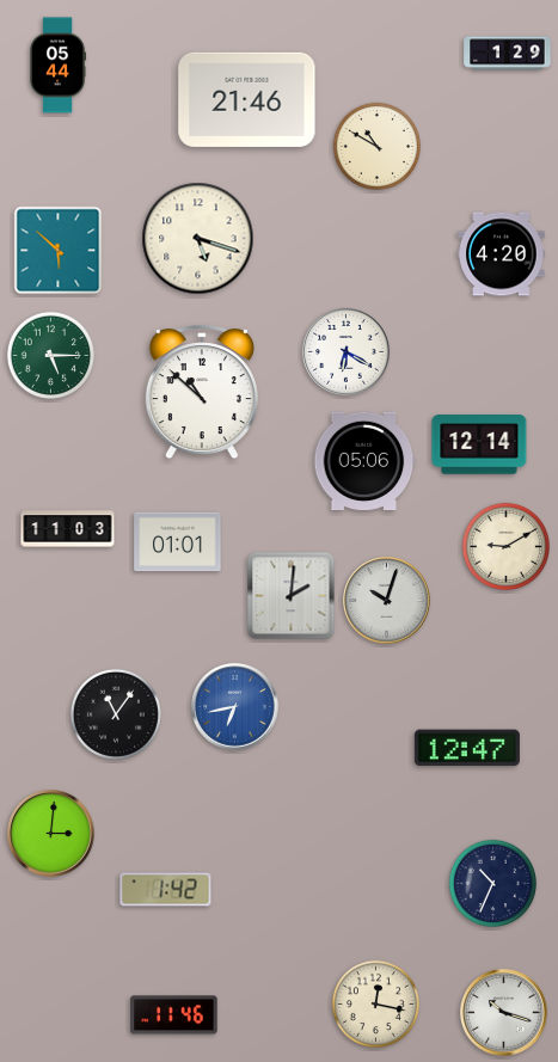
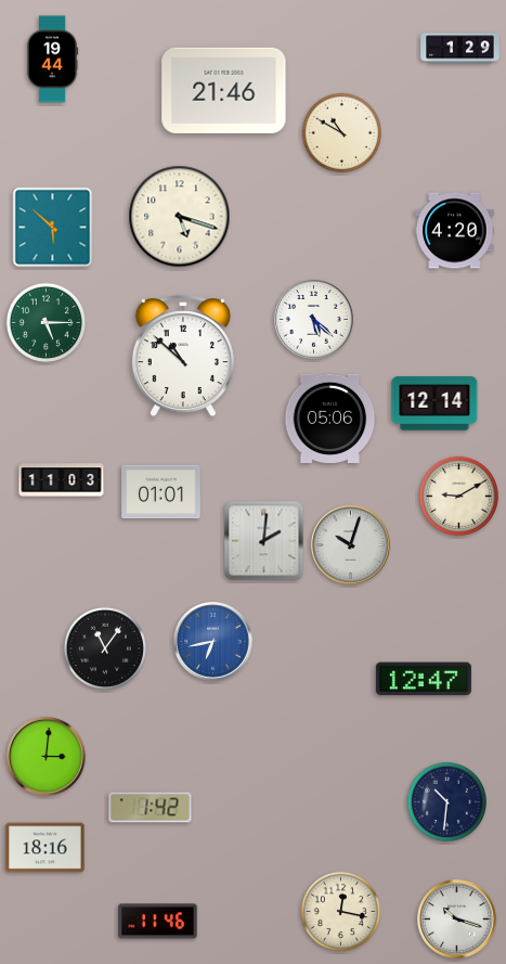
clock at (57, 66): 05:44 -> 19:44
clock at (347, 352): 6:20 -> 5:22
clock at (492, 883): 10:34 -> 10:31
clock at (46, 848): none -> 18:16
